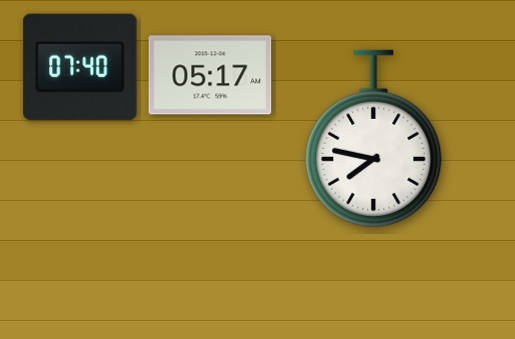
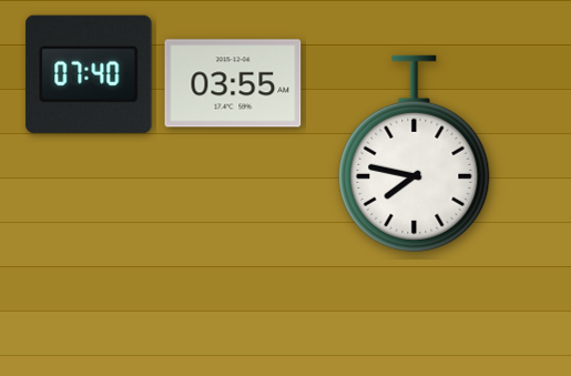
clock at (210, 75): 05:17 -> 03:55
